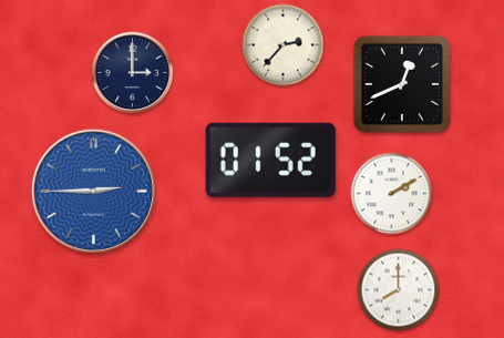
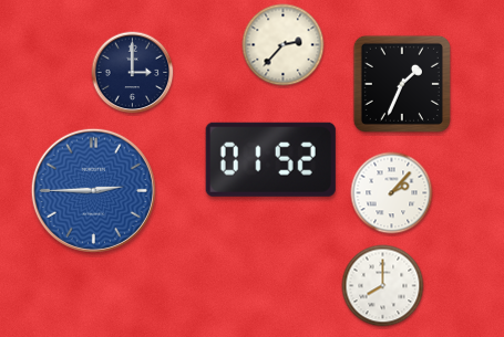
clock at (402, 84): 12:41 -> 1:34
clock at (392, 194): 2:10 -> 2:07
clock at (399, 290) position: (399, 290) -> (383, 286)
